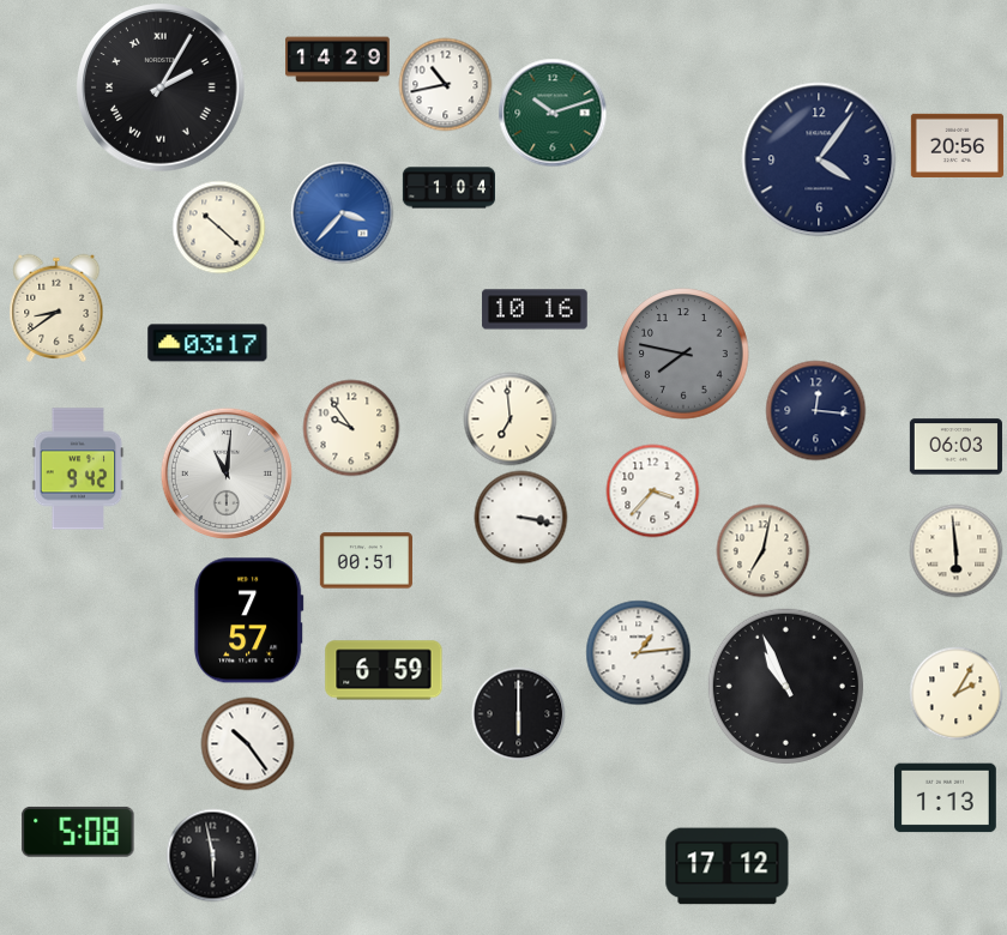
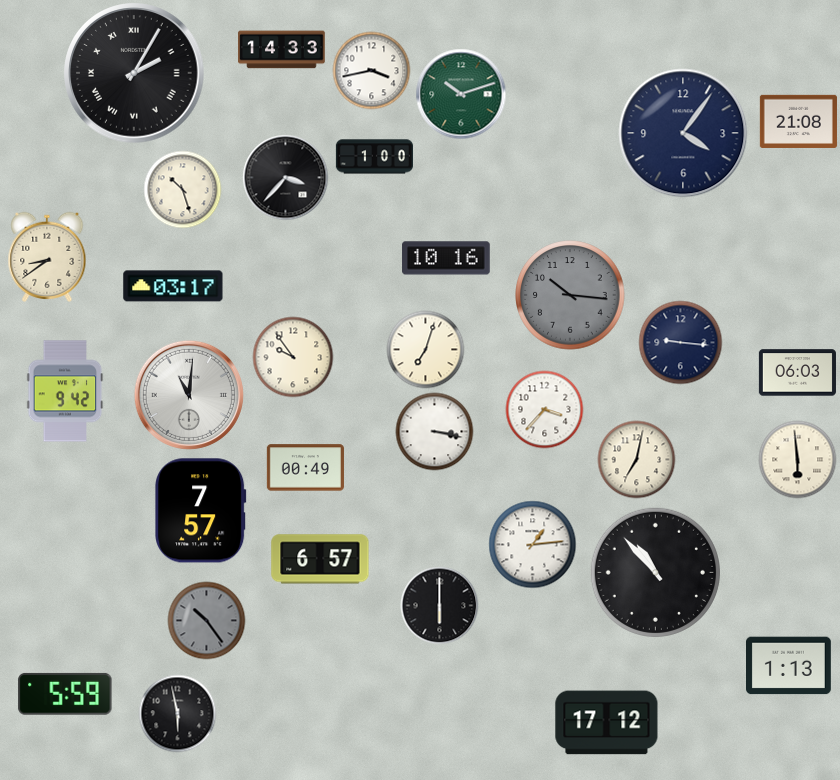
clock at (338, 60): 14:29 -> 14:33
clock at (445, 84): 10:43 -> 3:43
clock at (957, 145): 20:56 -> 21:08
clock at (448, 188): 1:04 -> 1:00
clock at (342, 212) dial: blue -> black
clock at (218, 227): 10:22 -> 10:27
clock at (683, 354): 7:47 -> 10:16
clock at (815, 410): 12:16 -> 9:16
clock at (509, 418): 6:59 -> 7:03
clock at (366, 561): 00:51 -> 00:49
clock at (249, 621) position: (249, 621) -> (201, 511)
clock at (384, 670): 6:59 -> 6:57
clock at (785, 686): 10:56 -> 10:53
clock at (955, 693): 2:05 -> none
clock at (518, 713) position: (518, 713) -> (439, 605)
clock at (247, 743) dial: white -> grey
clock at (78, 832): 5:08 -> 5:59
